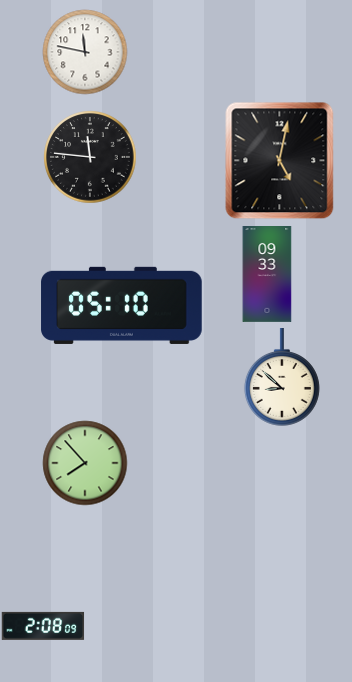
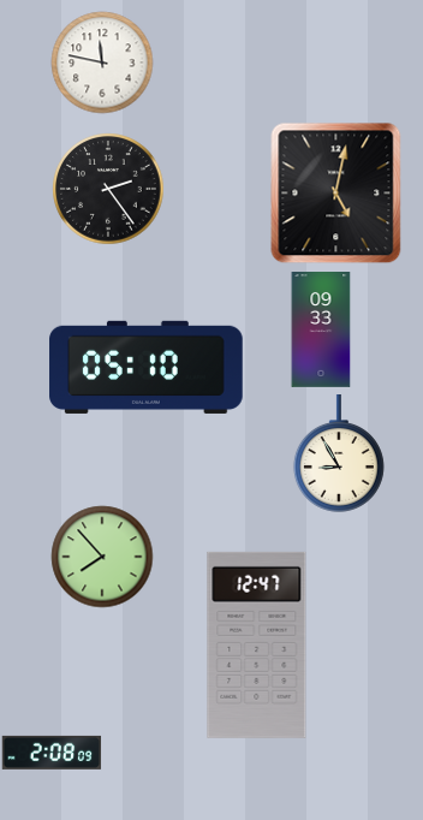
clock at (90, 157): 11:46 -> 2:24
clock at (282, 378): 8:52 -> 8:55
clock at (257, 644): none -> 12:47
